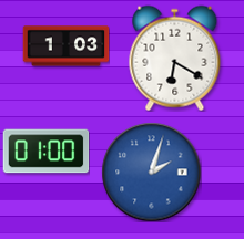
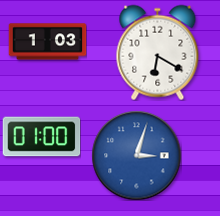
clock at (65, 46) position: (65, 46) -> (47, 42)
clock at (151, 172): 2:03 -> 3:03
